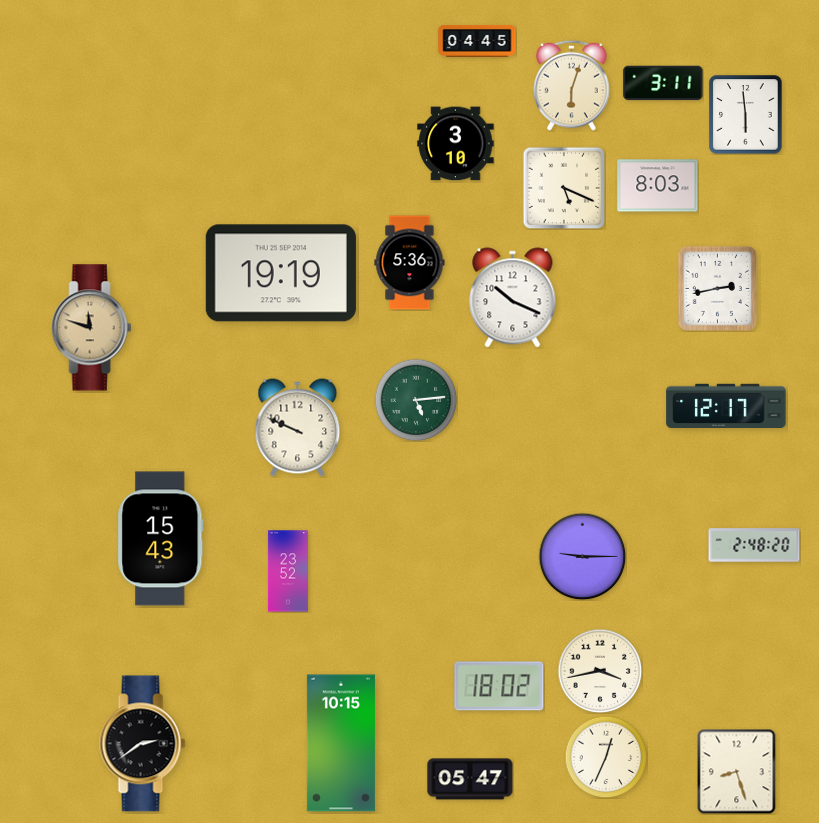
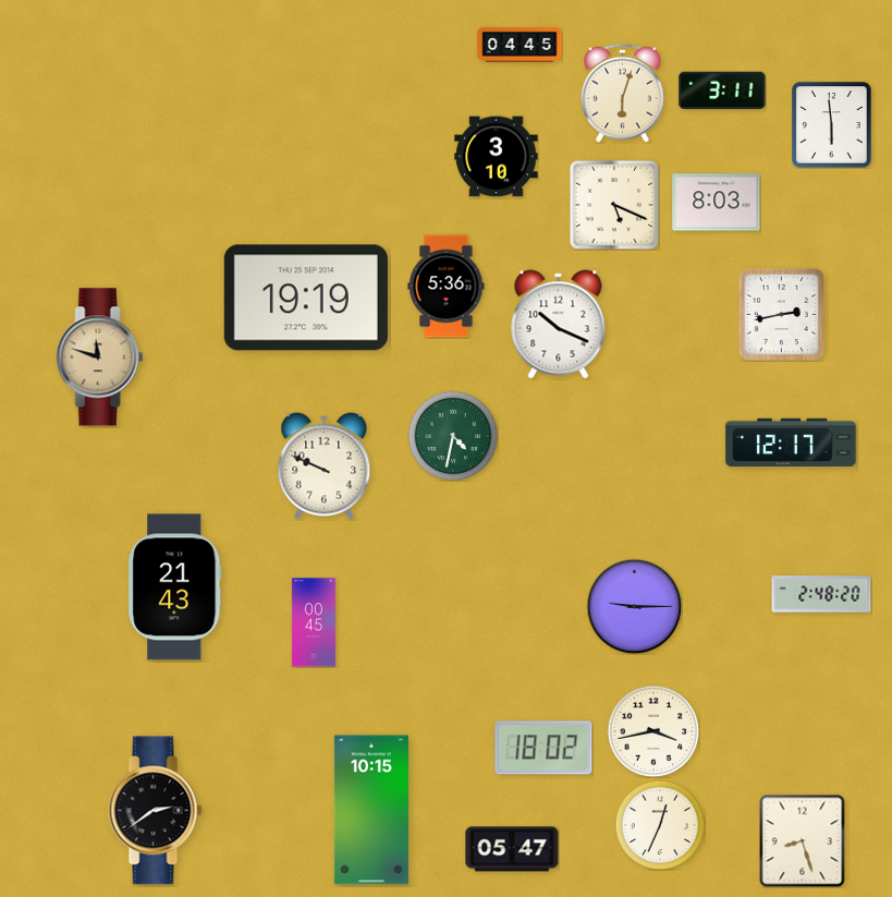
clock at (746, 115) position: (746, 115) -> (832, 125)
clock at (416, 400): 5:14 -> 4:32
clock at (161, 539): 15:43 -> 21:43
clock at (288, 571): 23:52 -> 00:45
